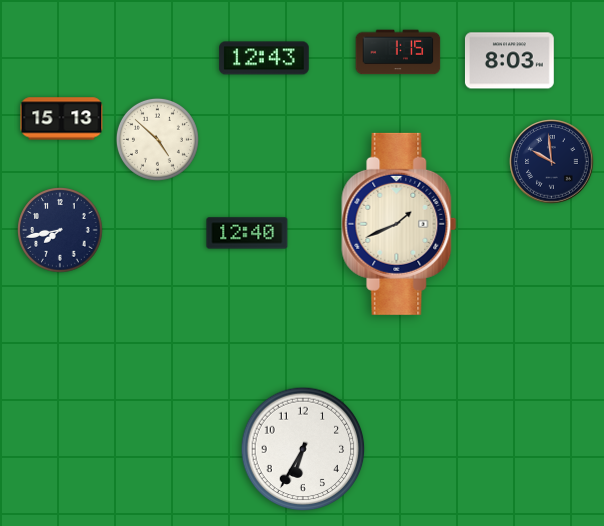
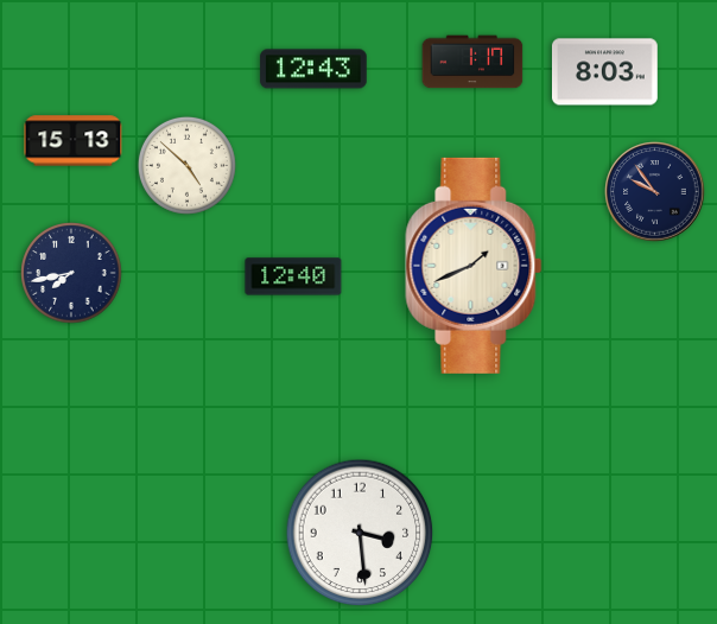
clock at (398, 52): 1:15 -> 1:17
clock at (552, 162): 9:59 -> 9:54
clock at (303, 449): 6:35 -> 3:29
